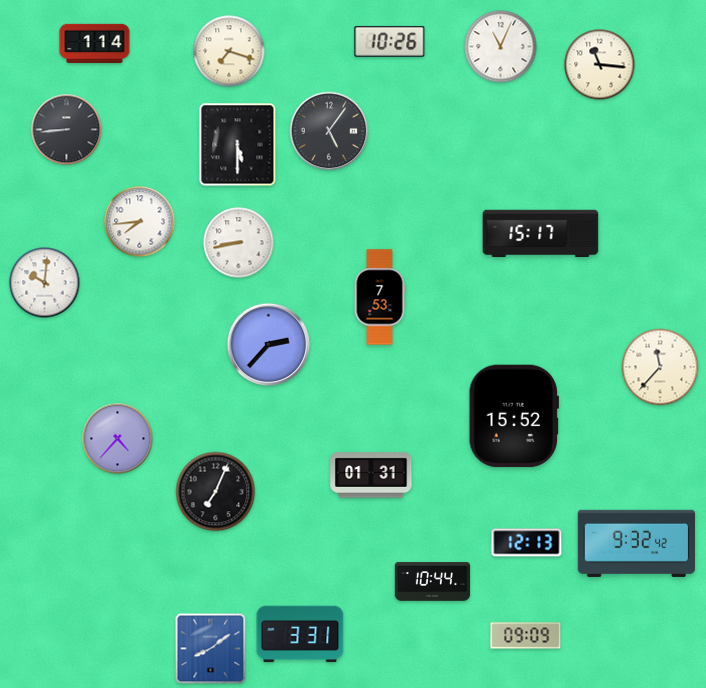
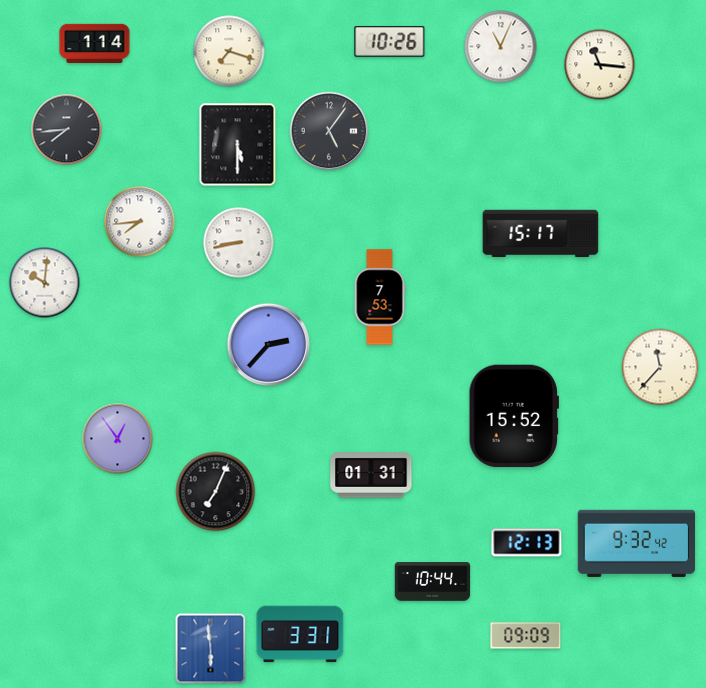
clock at (67, 130): 8:44 -> 7:44
clock at (118, 439): 4:37 -> 12:54
clock at (211, 649): 8:09 -> 5:59
